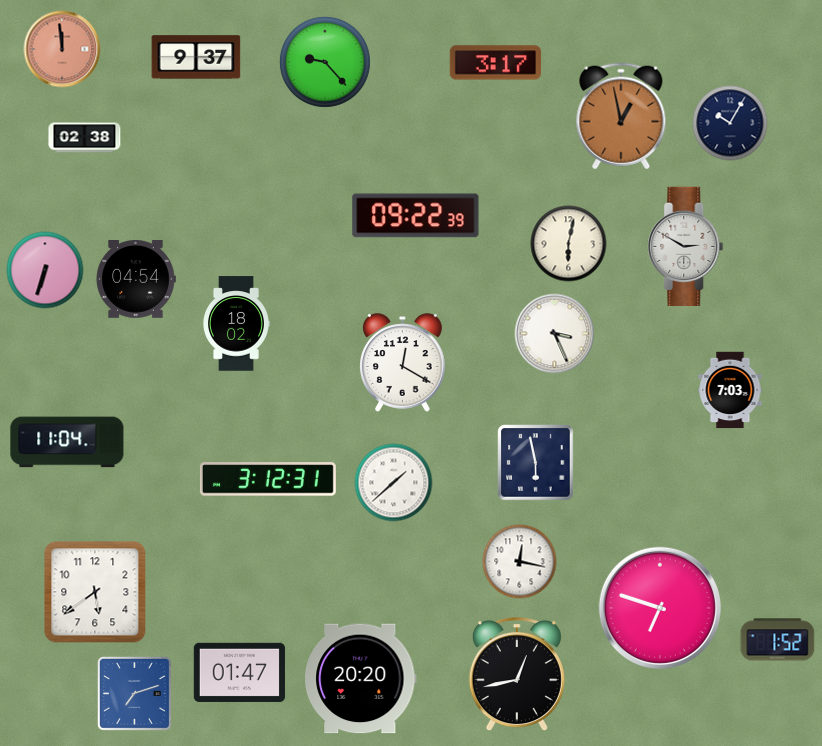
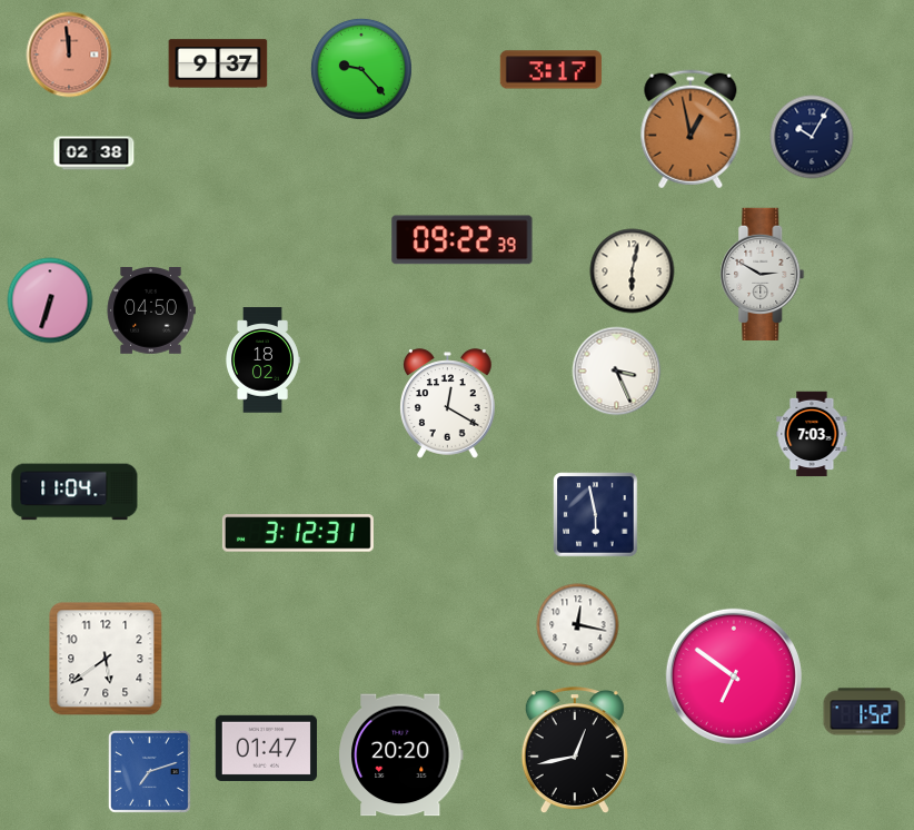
clock at (136, 280): 04:54 -> 04:50
clock at (394, 483): 1:38 -> none
clock at (660, 608): 6:48 -> 6:51
